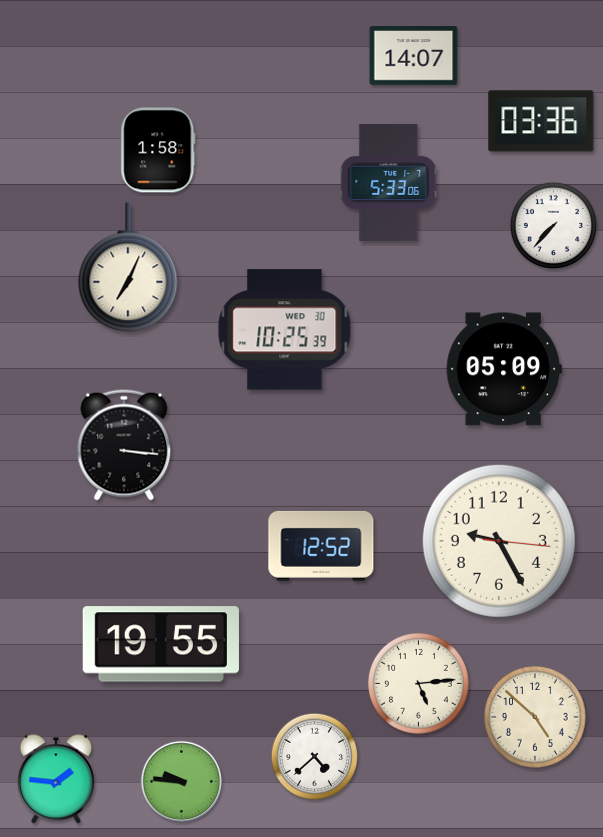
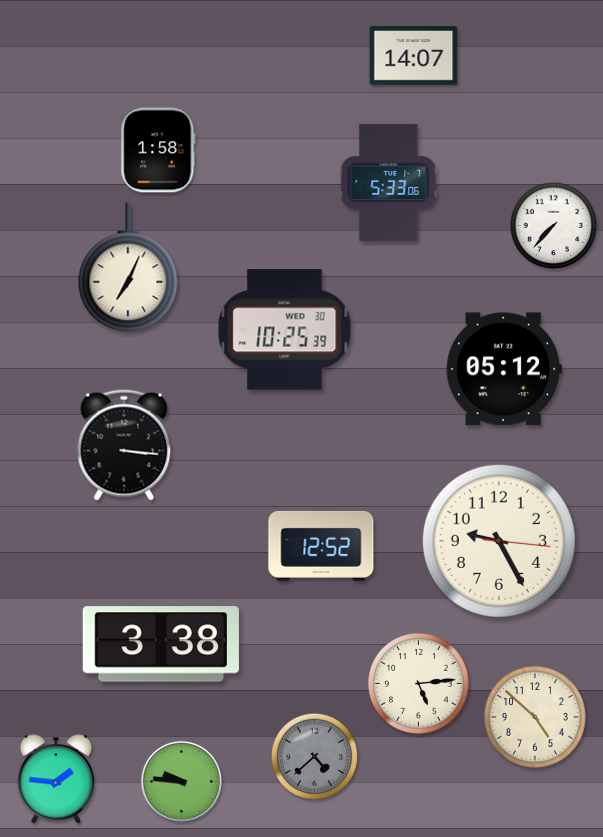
clock at (541, 121): 03:36 -> none
clock at (504, 369): 05:09 -> 05:12
clock at (161, 644): 19:55 -> 3:38
clock at (315, 757) dial: white -> grey
